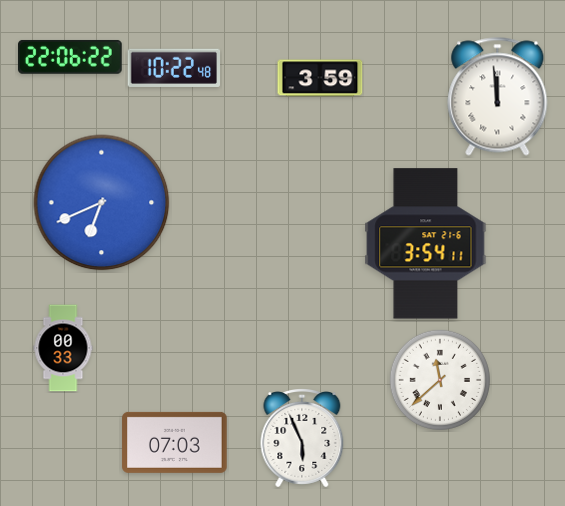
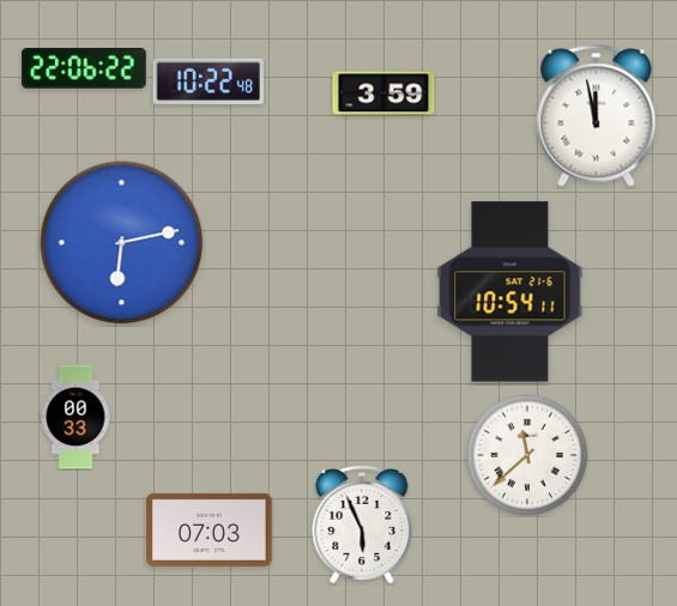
clock at (498, 97): 11:59 -> 11:58
clock at (102, 203): 6:41 -> 6:13
clock at (426, 244): 3:54 -> 10:54
